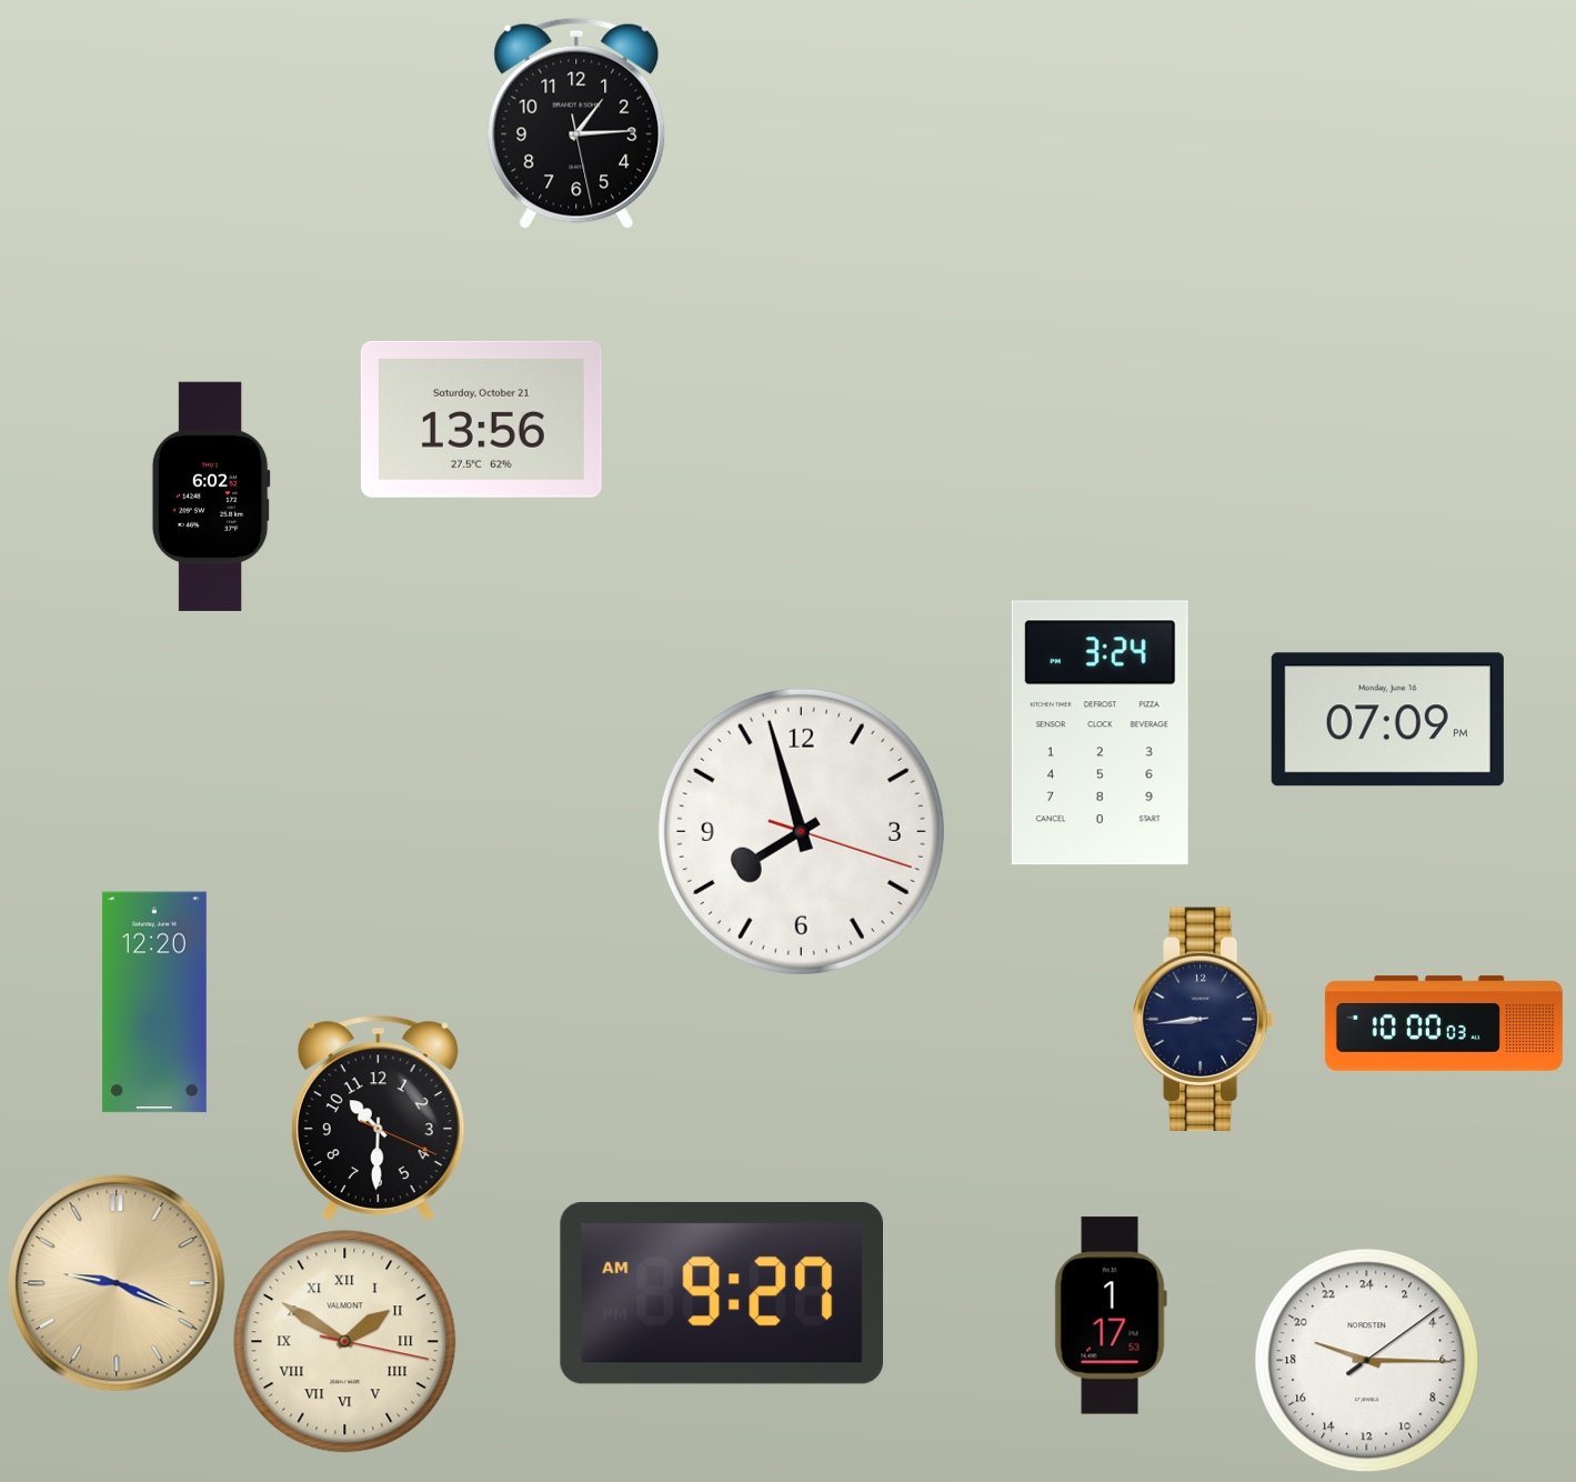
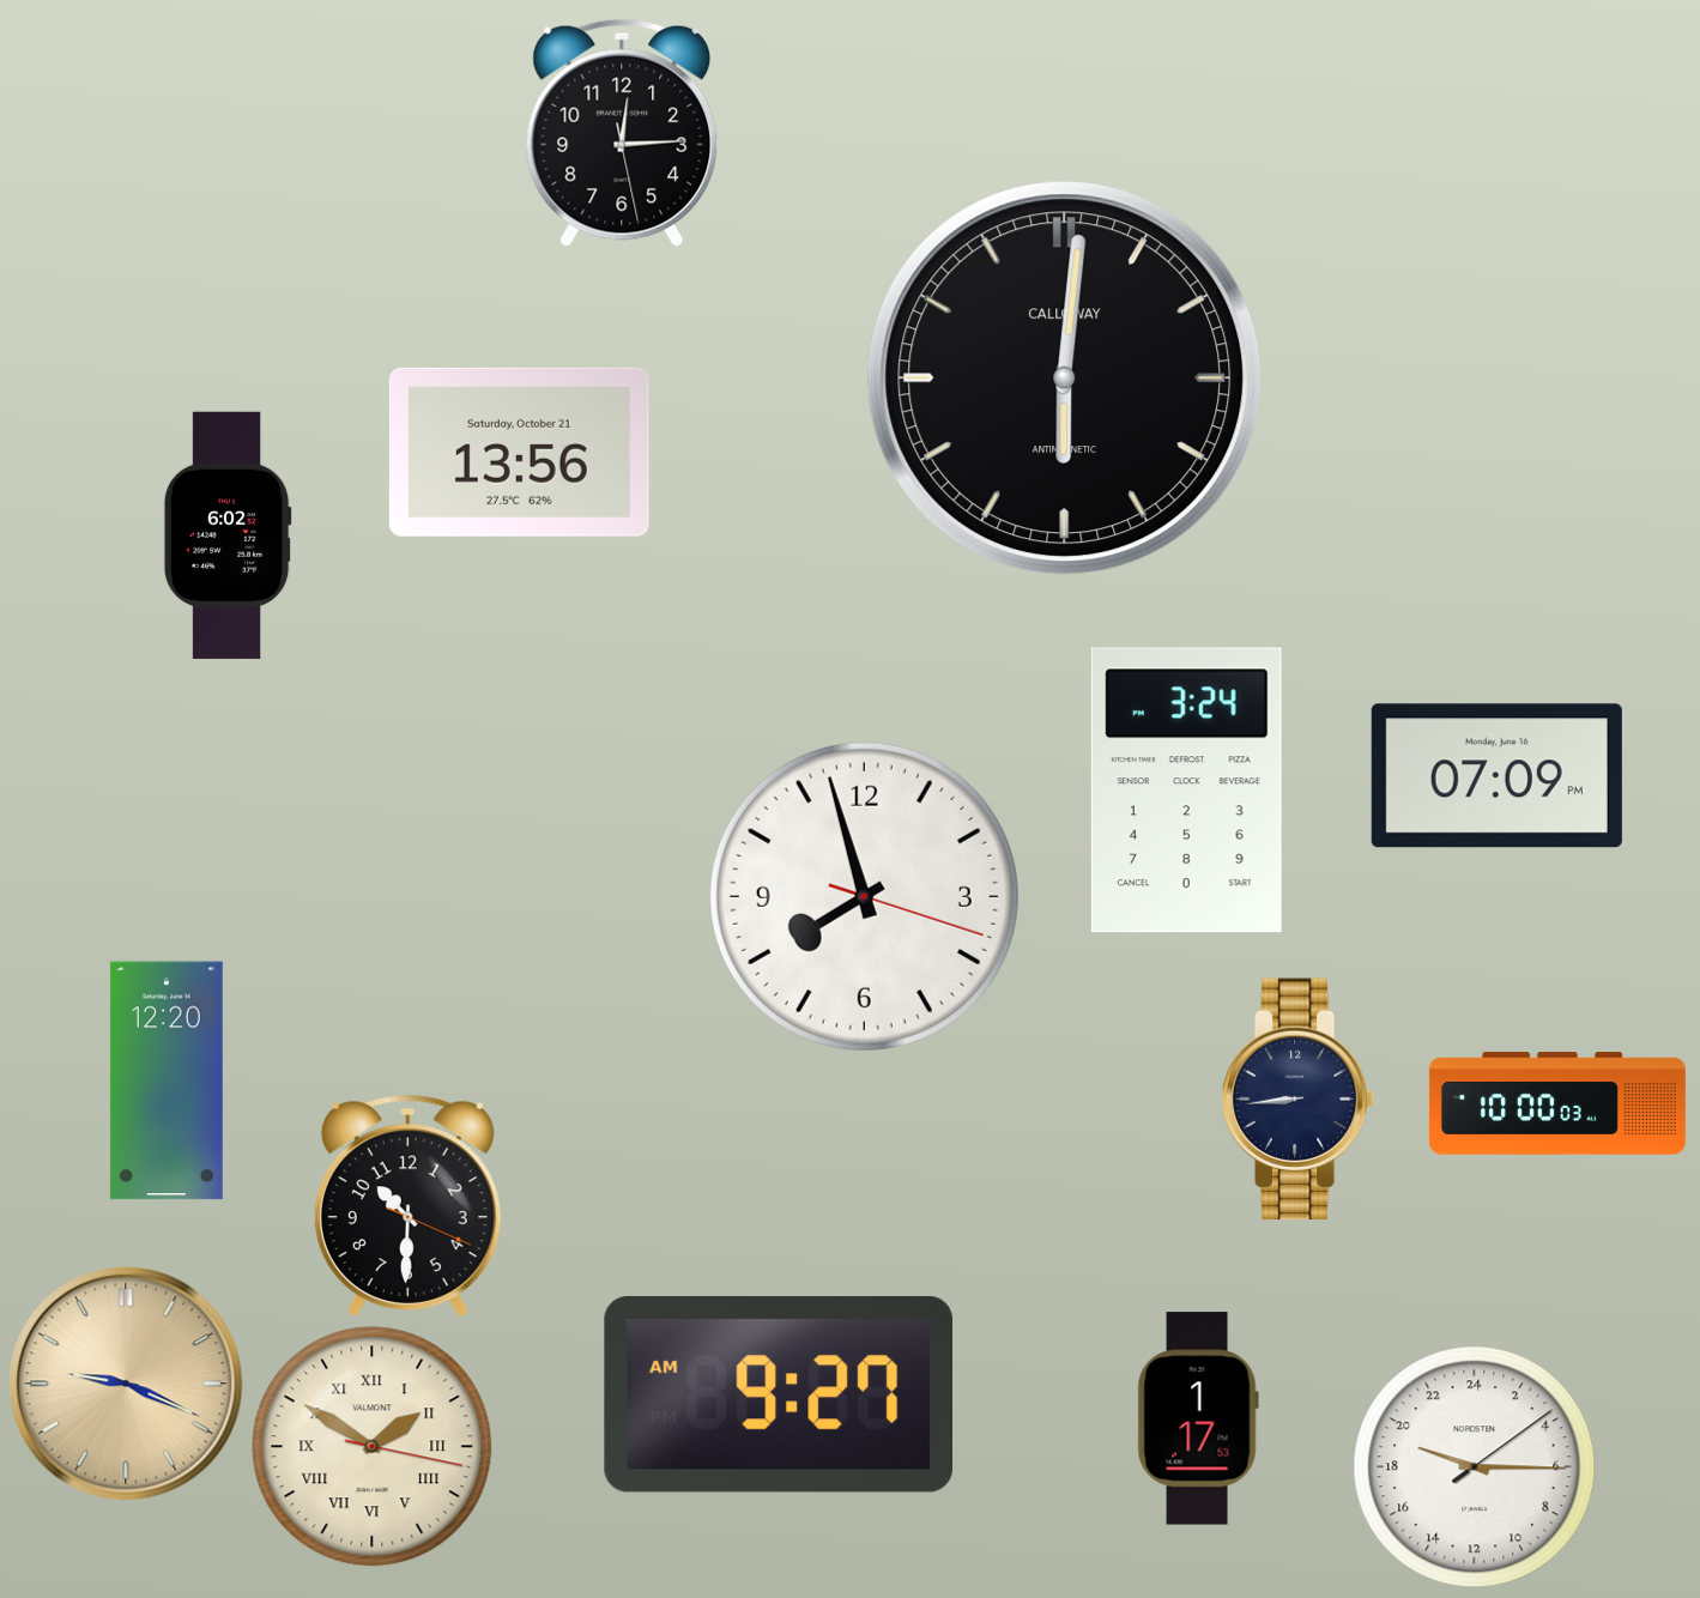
clock at (576, 123): 1:14 -> 12:14
clock at (1065, 379): none -> 6:01
